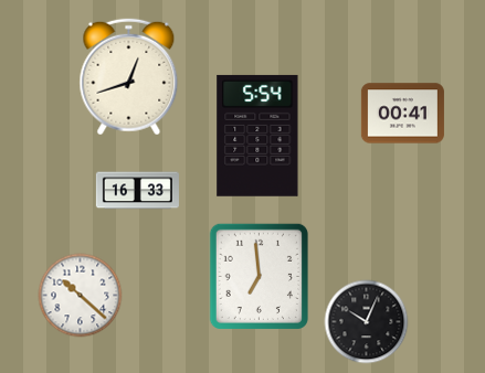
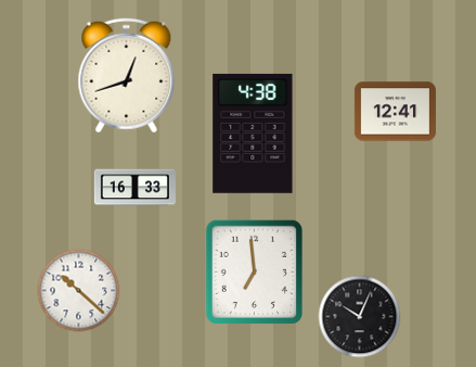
clock at (402, 114): 00:41 -> 12:41
clock at (257, 136): 5:54 -> 4:38
